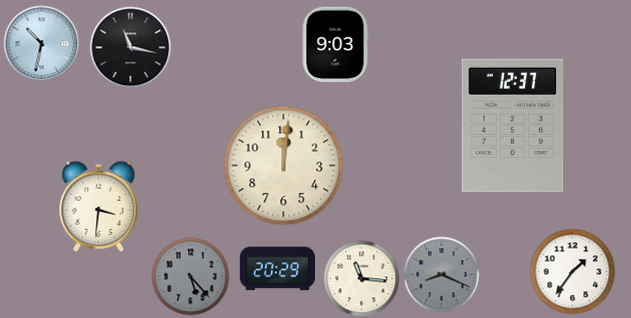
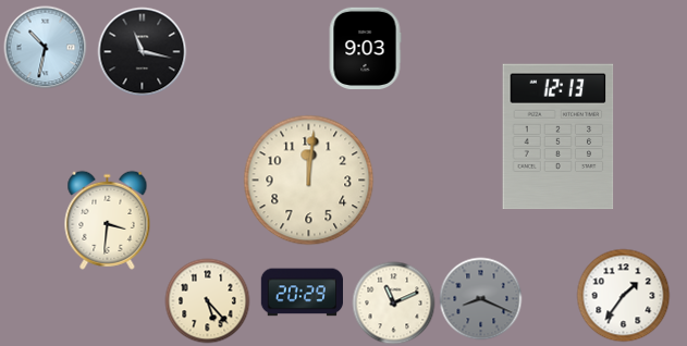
clock at (513, 126): 12:37 -> 12:13
clock at (99, 206) position: (99, 206) -> (108, 220)
clock at (191, 277) dial: grey -> cream
clock at (362, 279): 11:16 -> 11:11
